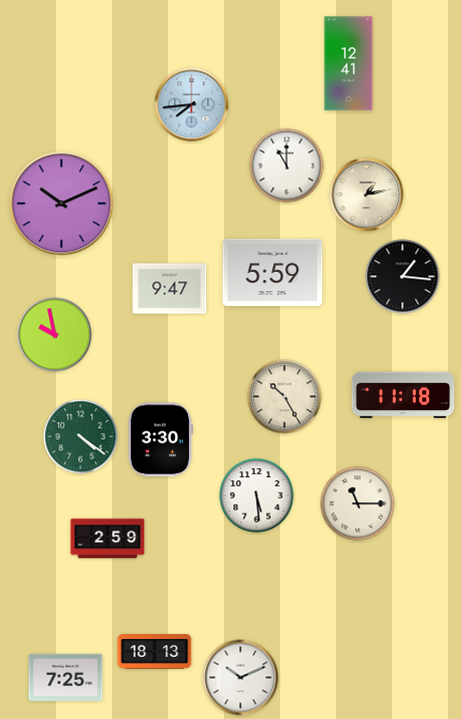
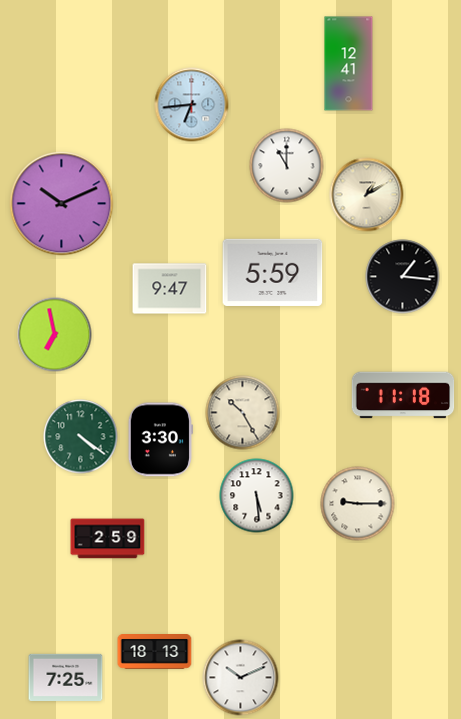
clock at (192, 105): 7:44 -> 6:44
clock at (367, 195): 1:13 -> 1:10
clock at (55, 335): 9:58 -> 6:58
clock at (285, 397) position: (285, 397) -> (243, 413)
clock at (358, 504): 11:15 -> 9:15
